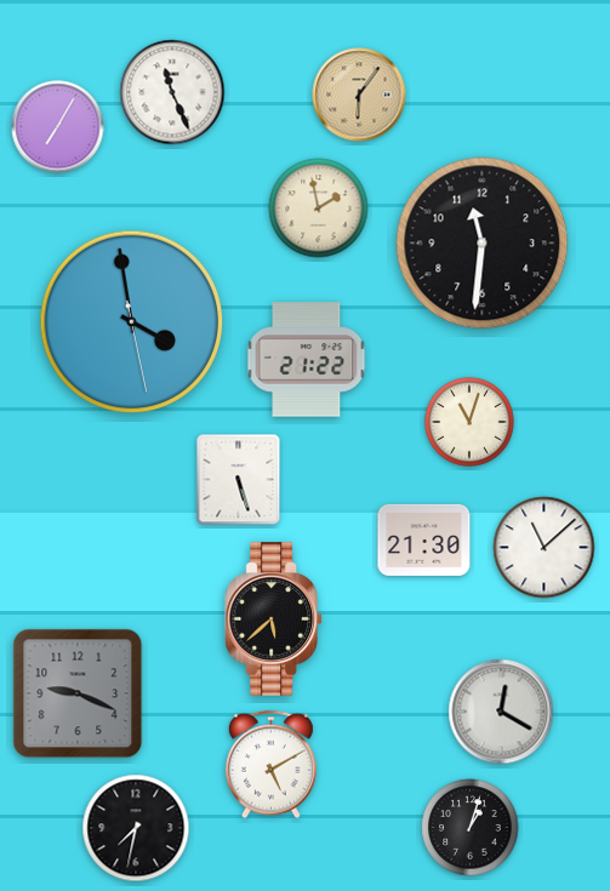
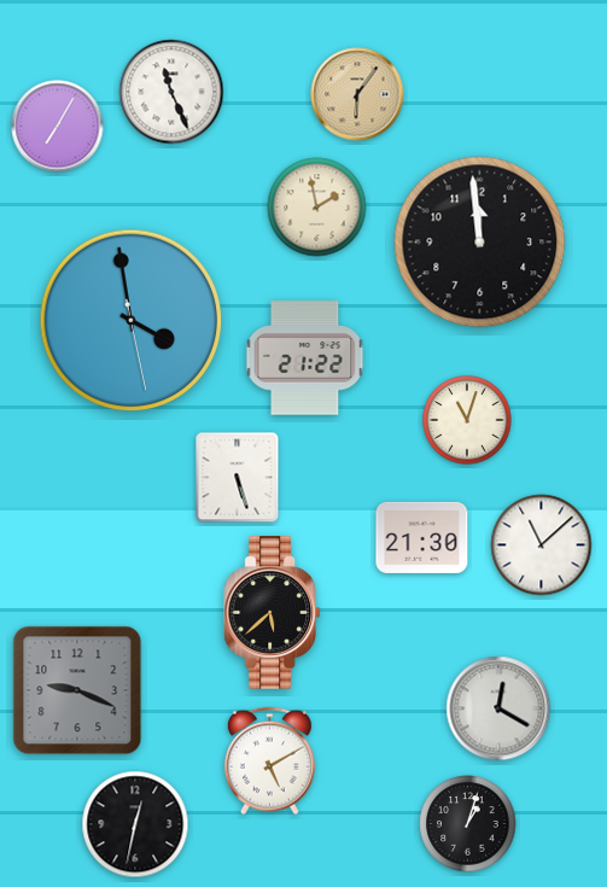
clock at (483, 244): 11:31 -> 11:59
clock at (273, 619) position: (273, 619) -> (272, 613)
clock at (136, 828): 7:32 -> 12:32
